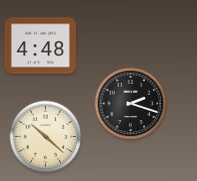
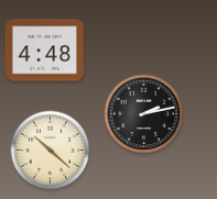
clock at (131, 104): 2:18 -> 2:13
